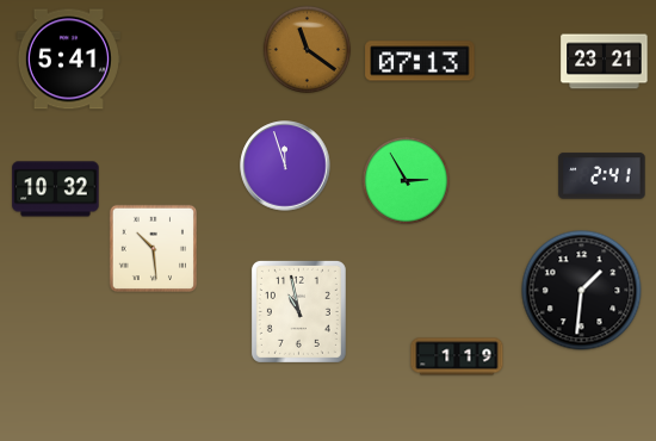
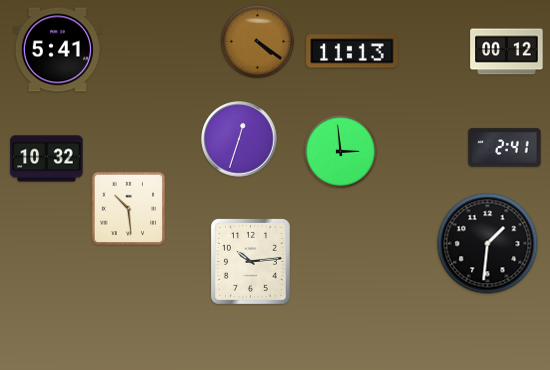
clock at (307, 49): 11:21 -> 4:21
clock at (420, 61): 07:13 -> 11:13
clock at (605, 62): 23:21 -> 00:12
clock at (285, 166): 11:57 -> 12:33
clock at (406, 180): 2:55 -> 2:59
clock at (298, 311): 10:58 -> 10:14
clock at (457, 356): 1:19 -> none
